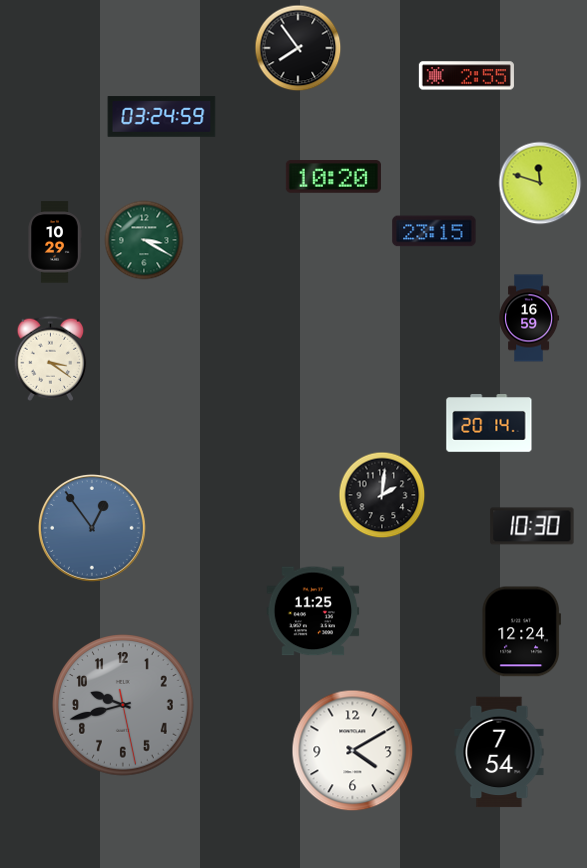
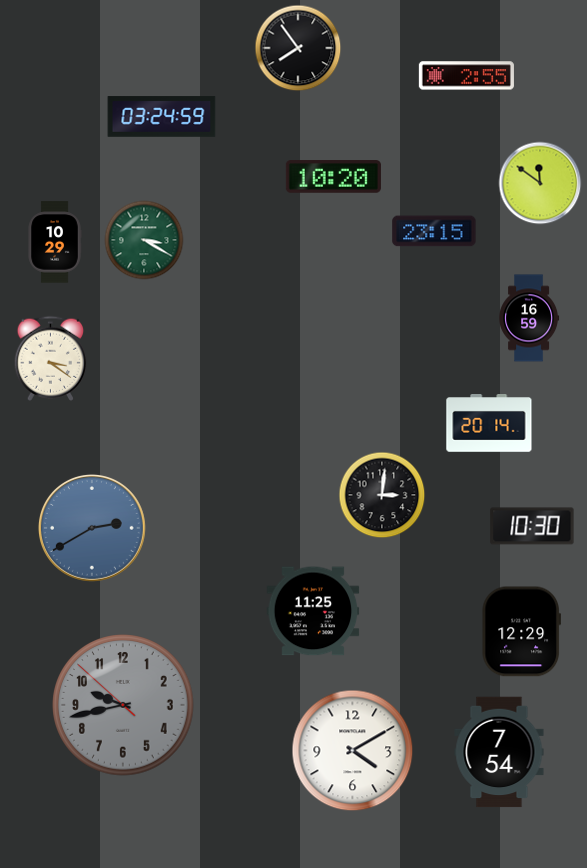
clock at (540, 183): 11:48 -> 11:51
clock at (382, 495): 2:01 -> 3:01
clock at (92, 528): 12:54 -> 2:40
clock at (521, 632): 12:24 -> 12:29
clock at (123, 705): 9:42:28 -> 9:42:52
